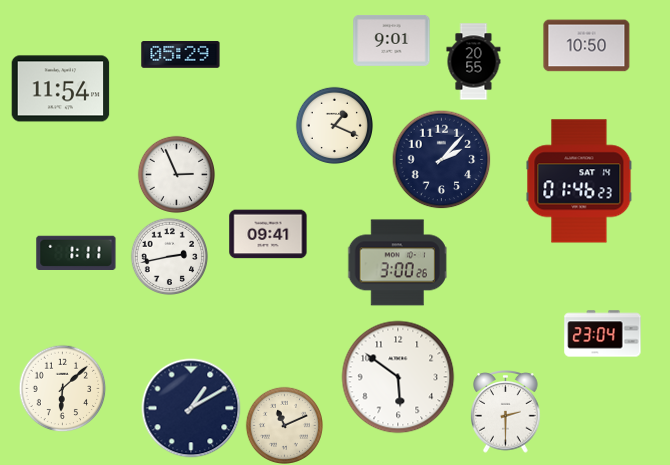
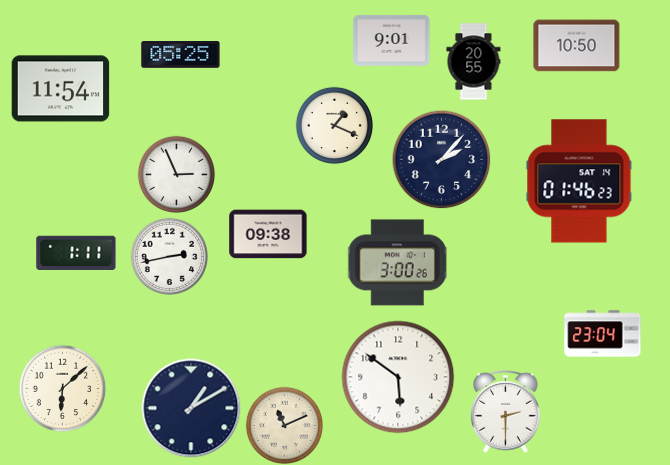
clock at (587, 46) position: (587, 46) -> (577, 46)
clock at (181, 55): 05:29 -> 05:25
clock at (268, 234): 09:41 -> 09:38
